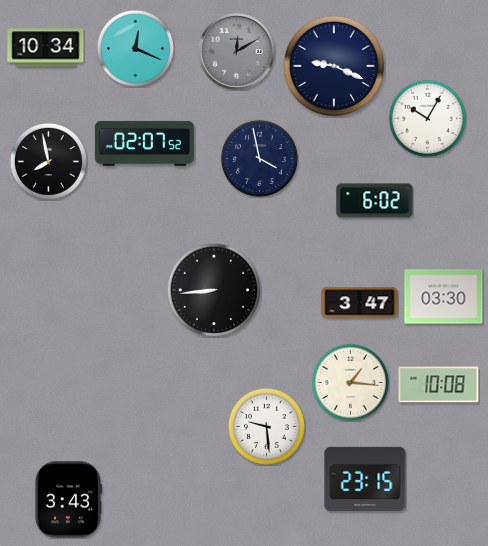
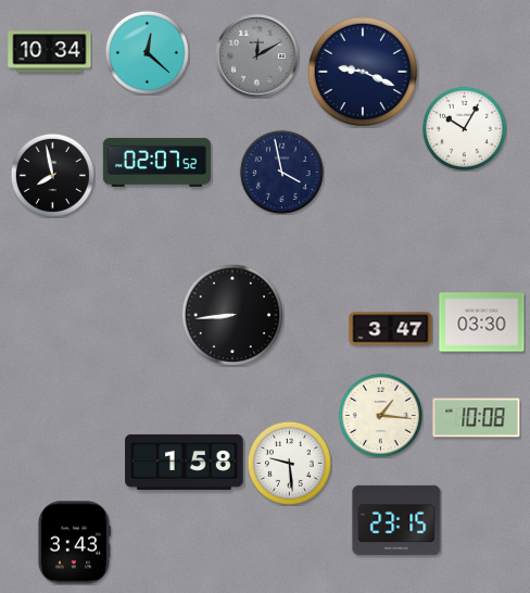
clock at (135, 48): 12:19 -> 12:22
clock at (144, 143) position: (144, 143) -> (156, 162)
clock at (375, 201): 6:02 -> none
clock at (185, 462): none -> 1:58
